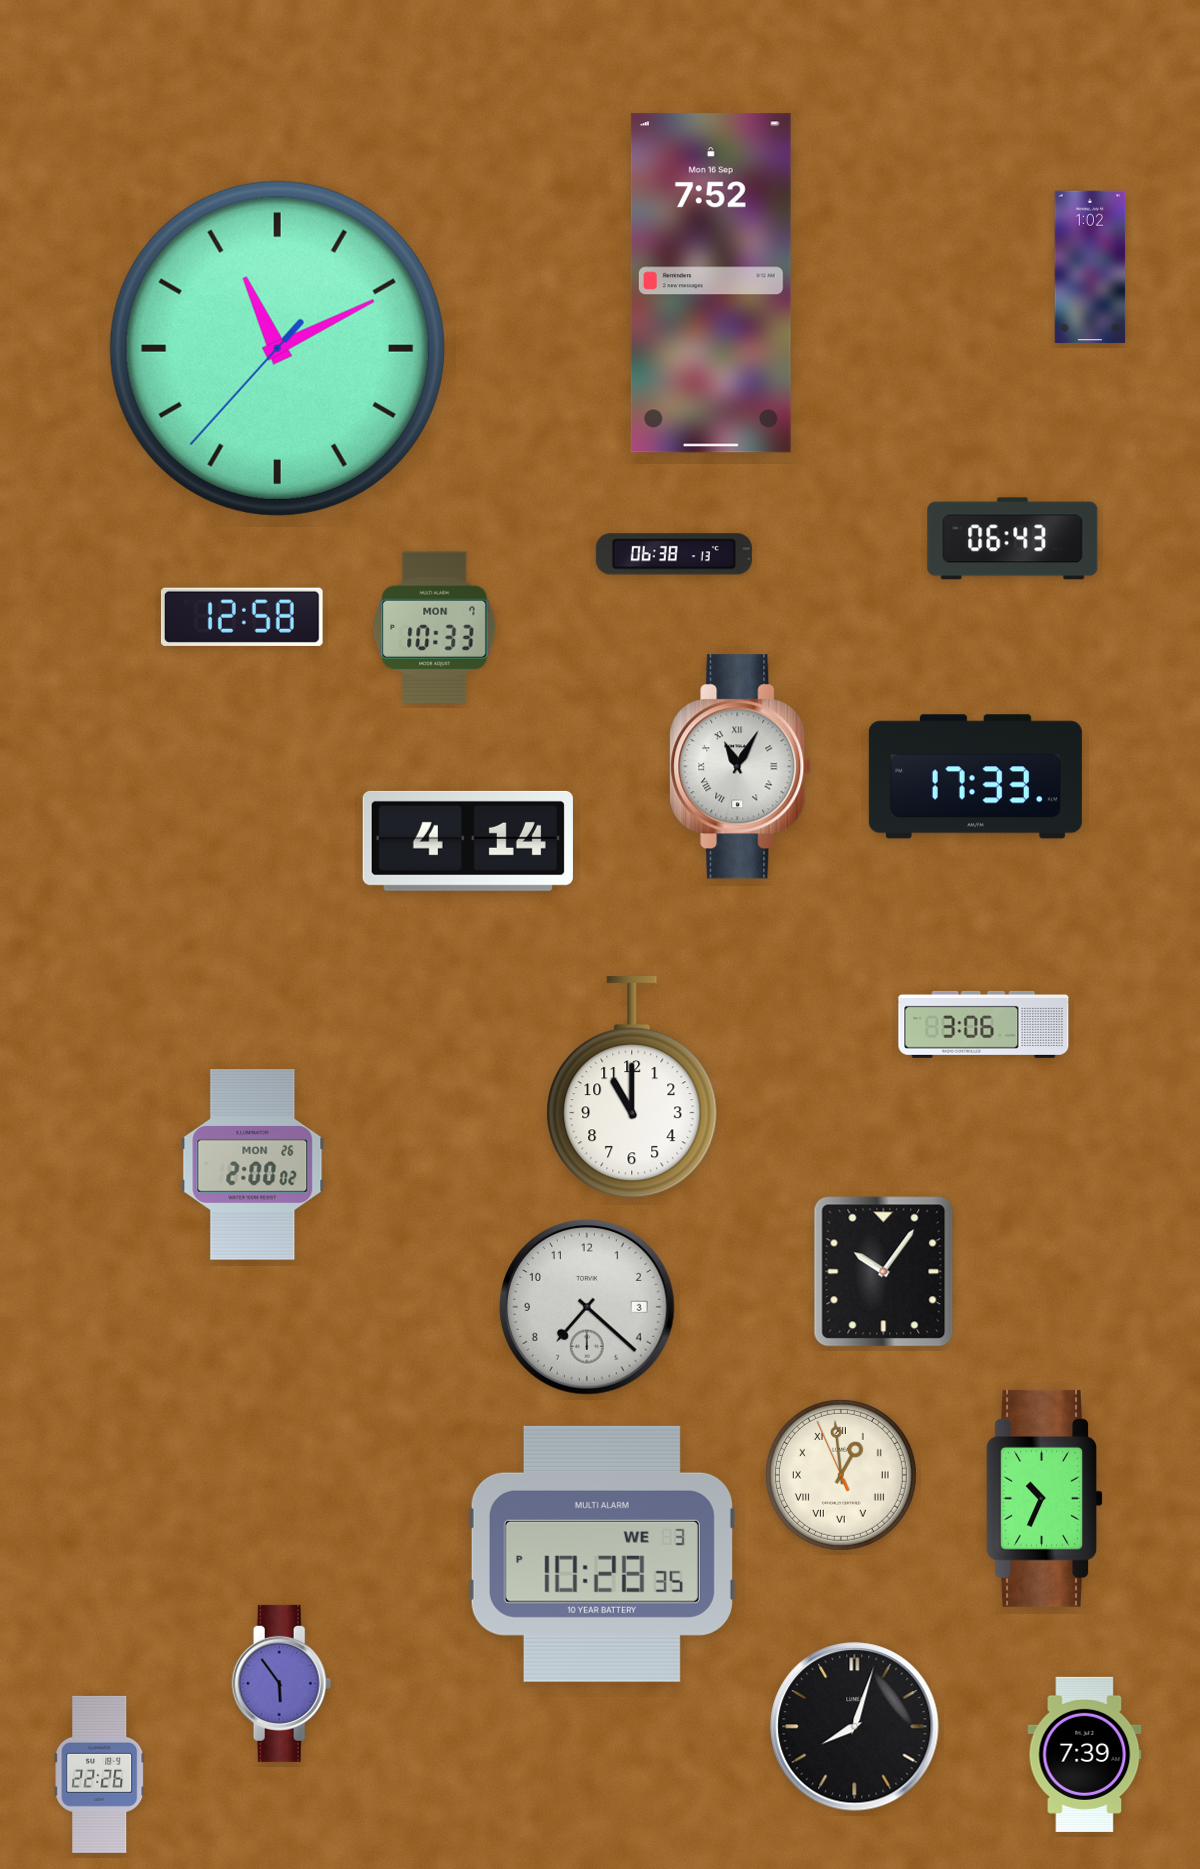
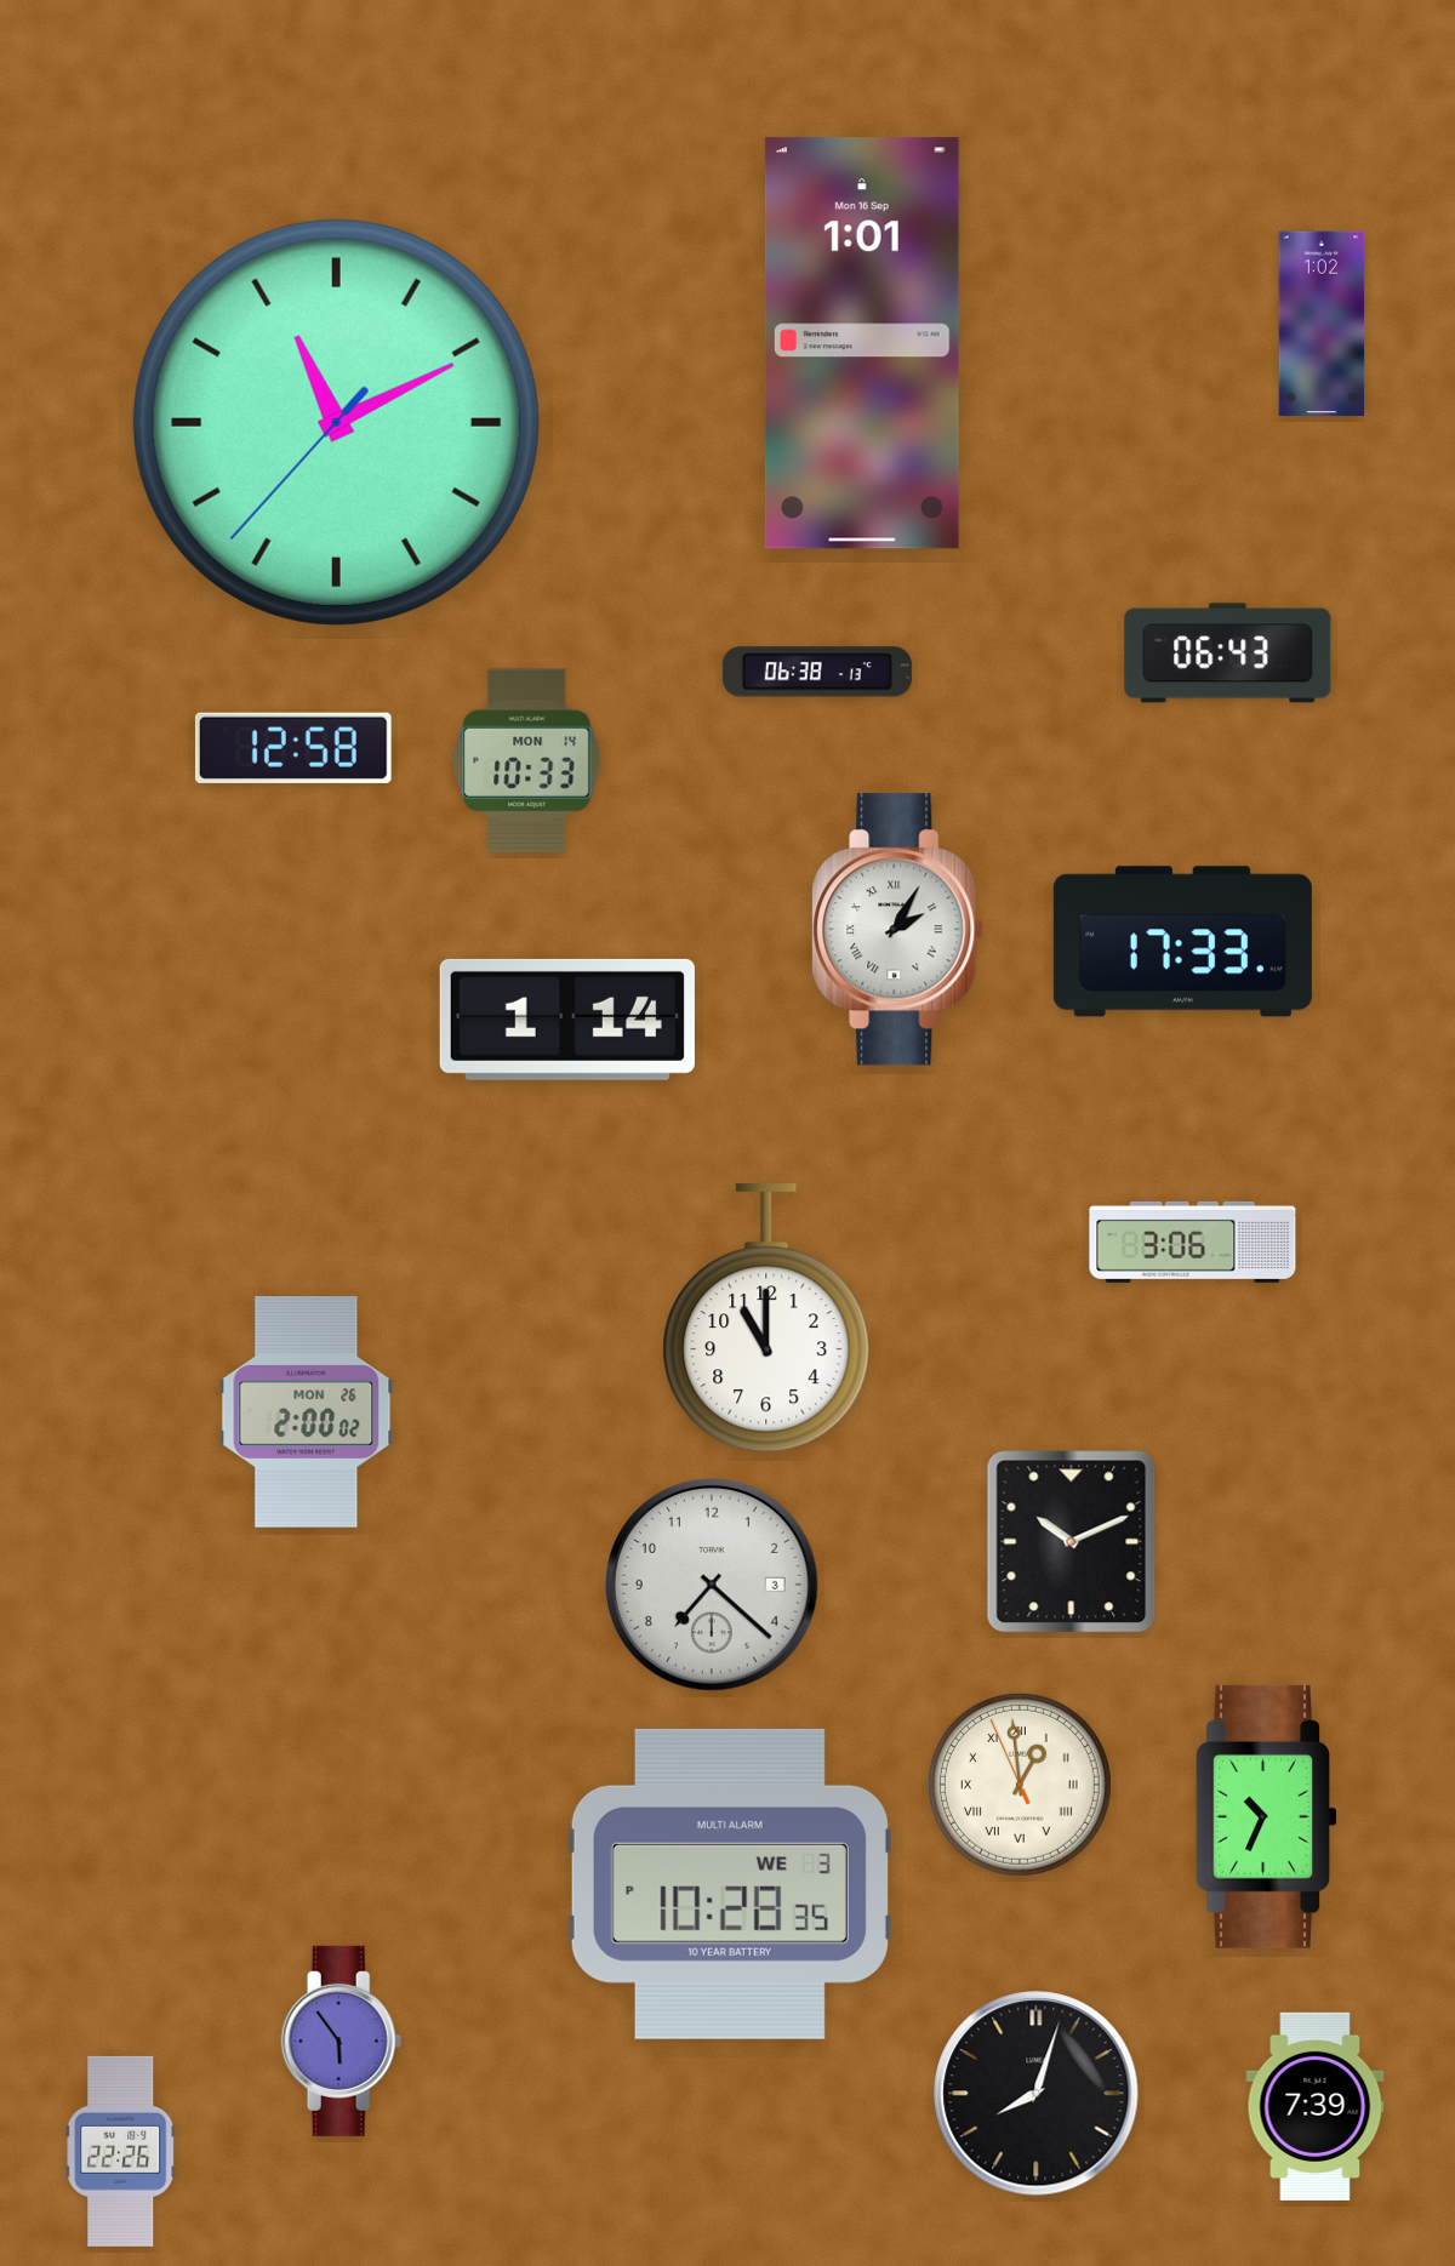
clock at (711, 283): 7:52 -> 1:01
clock at (435, 627) date: MON 7 -> MON 14
clock at (741, 767): 11:05 -> 2:05
clock at (468, 841): 4:14 -> 1:14
clock at (884, 1272): 10:06 -> 10:11
clock at (841, 1475) position: (841, 1475) -> (1020, 1785)
clock at (1085, 1754) position: (1085, 1754) -> (1316, 2106)
